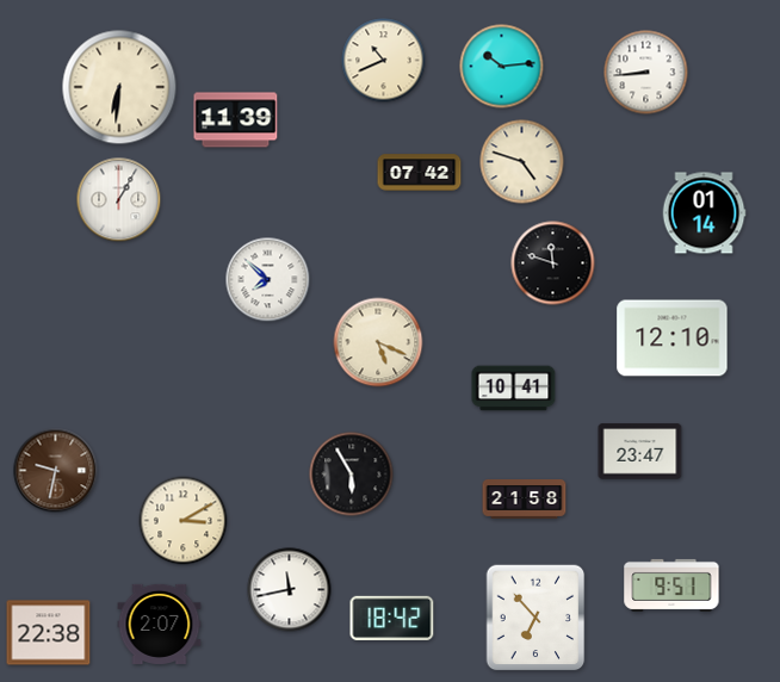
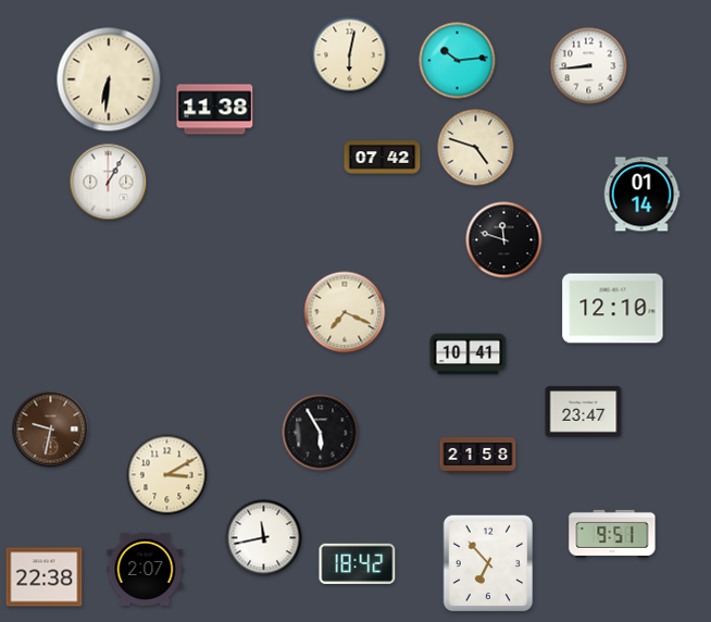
clock at (384, 61): 10:41 -> 6:02
clock at (236, 120): 11:39 -> 11:38
clock at (268, 280): 7:52 -> none
clock at (378, 342): 5:19 -> 7:19
